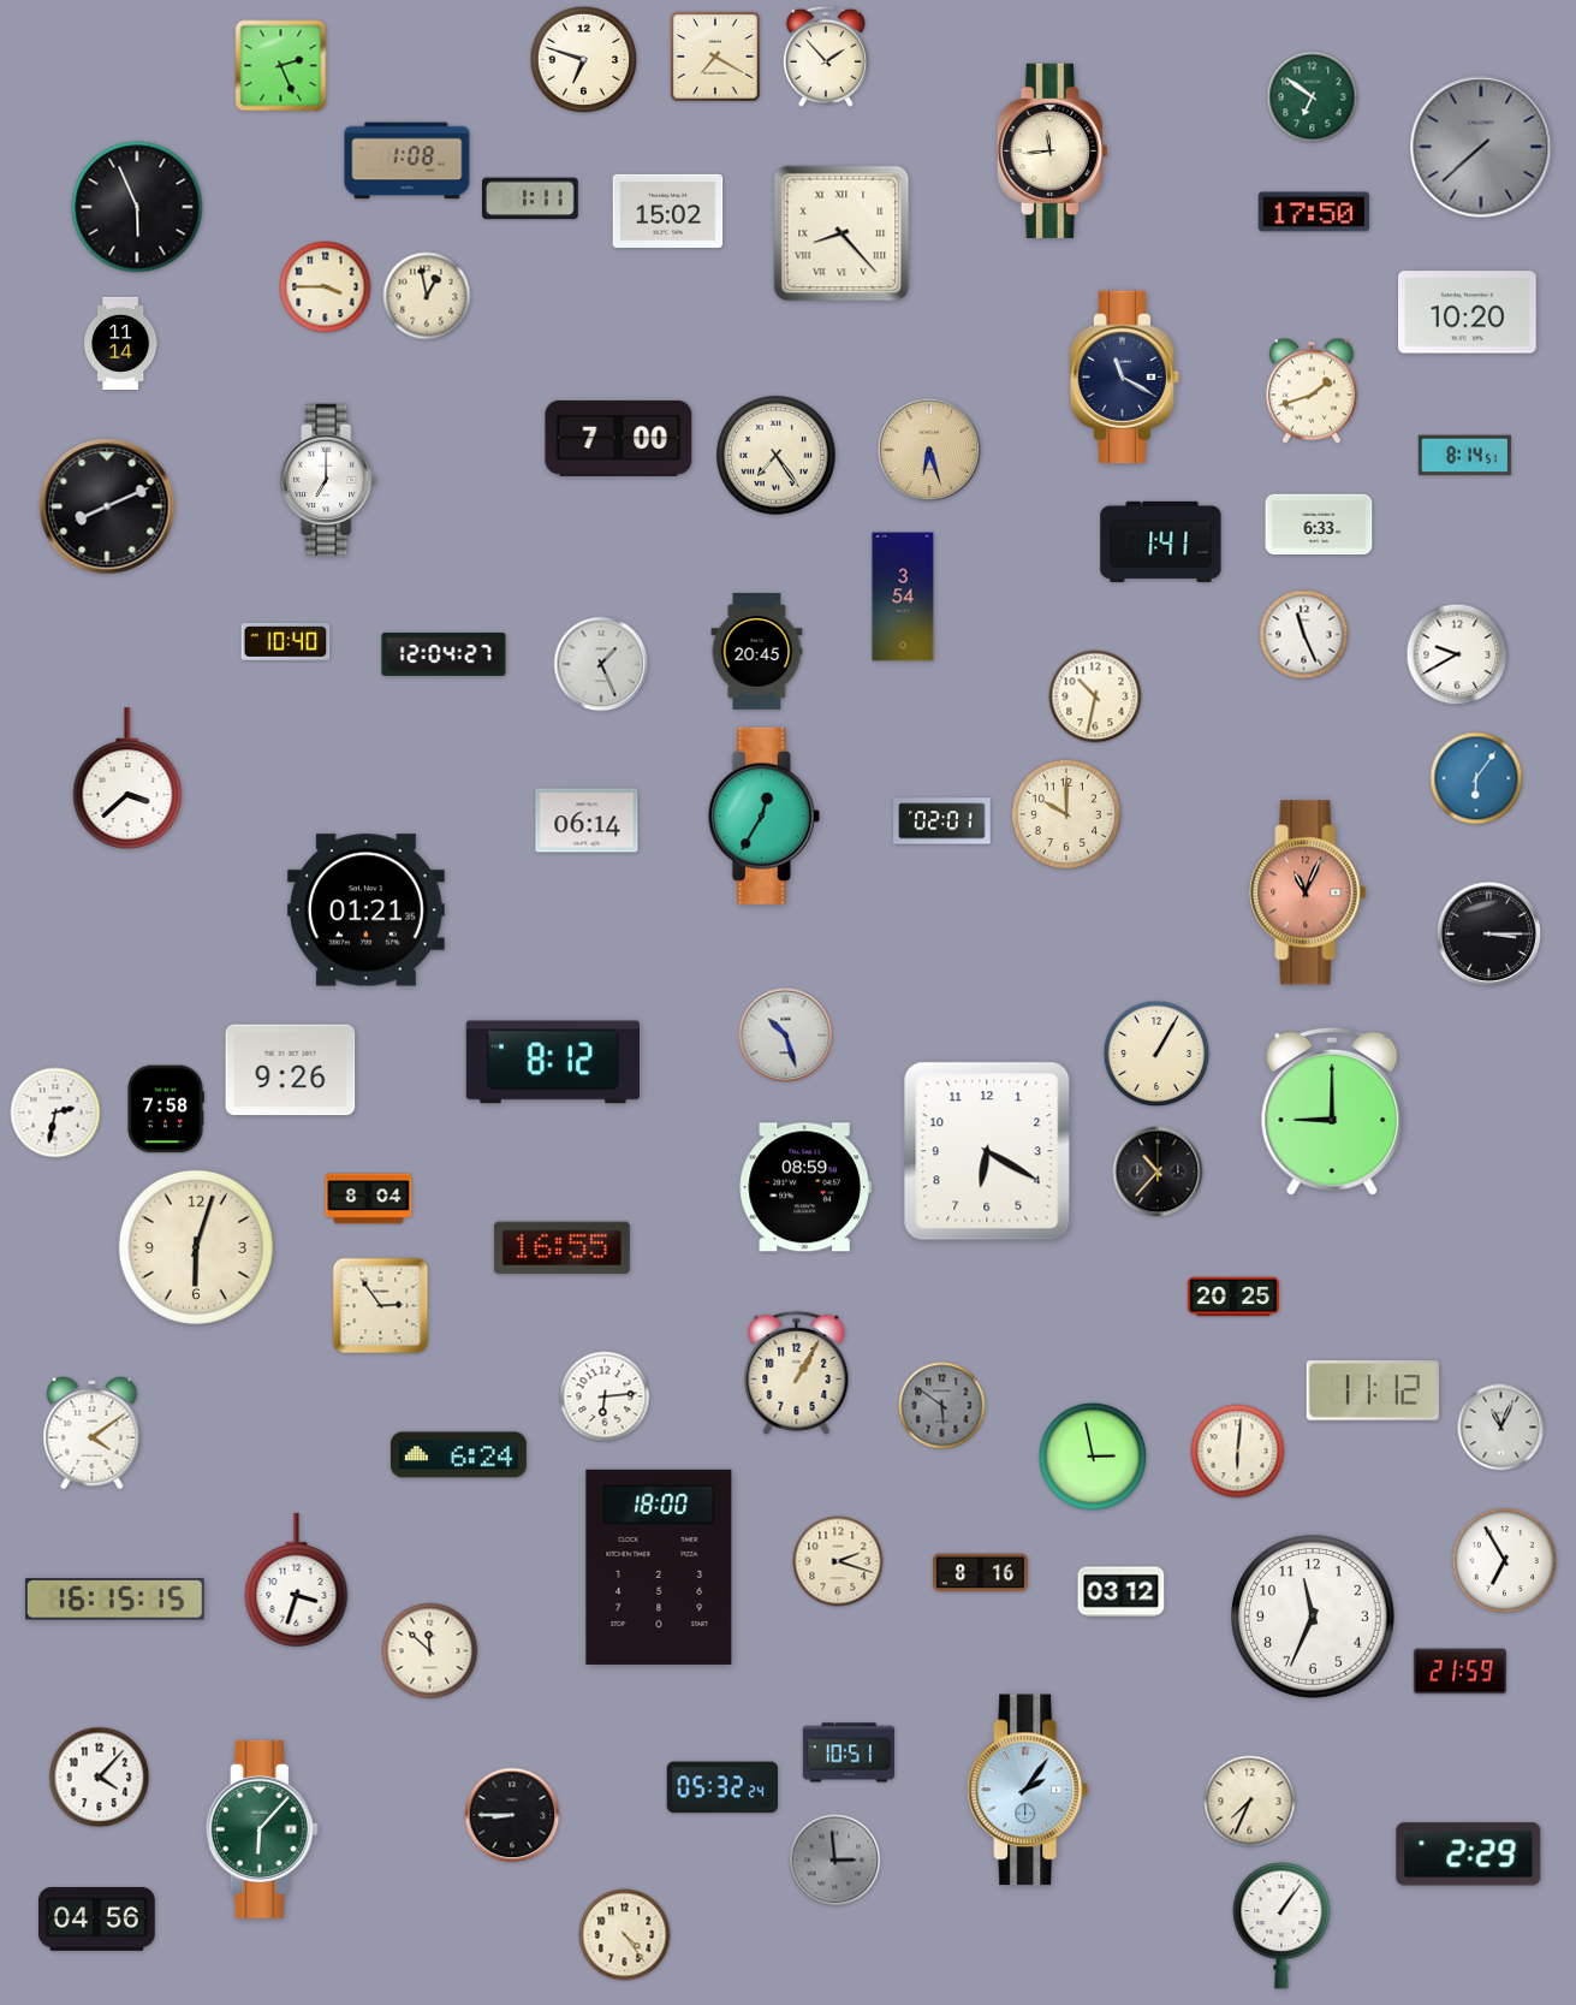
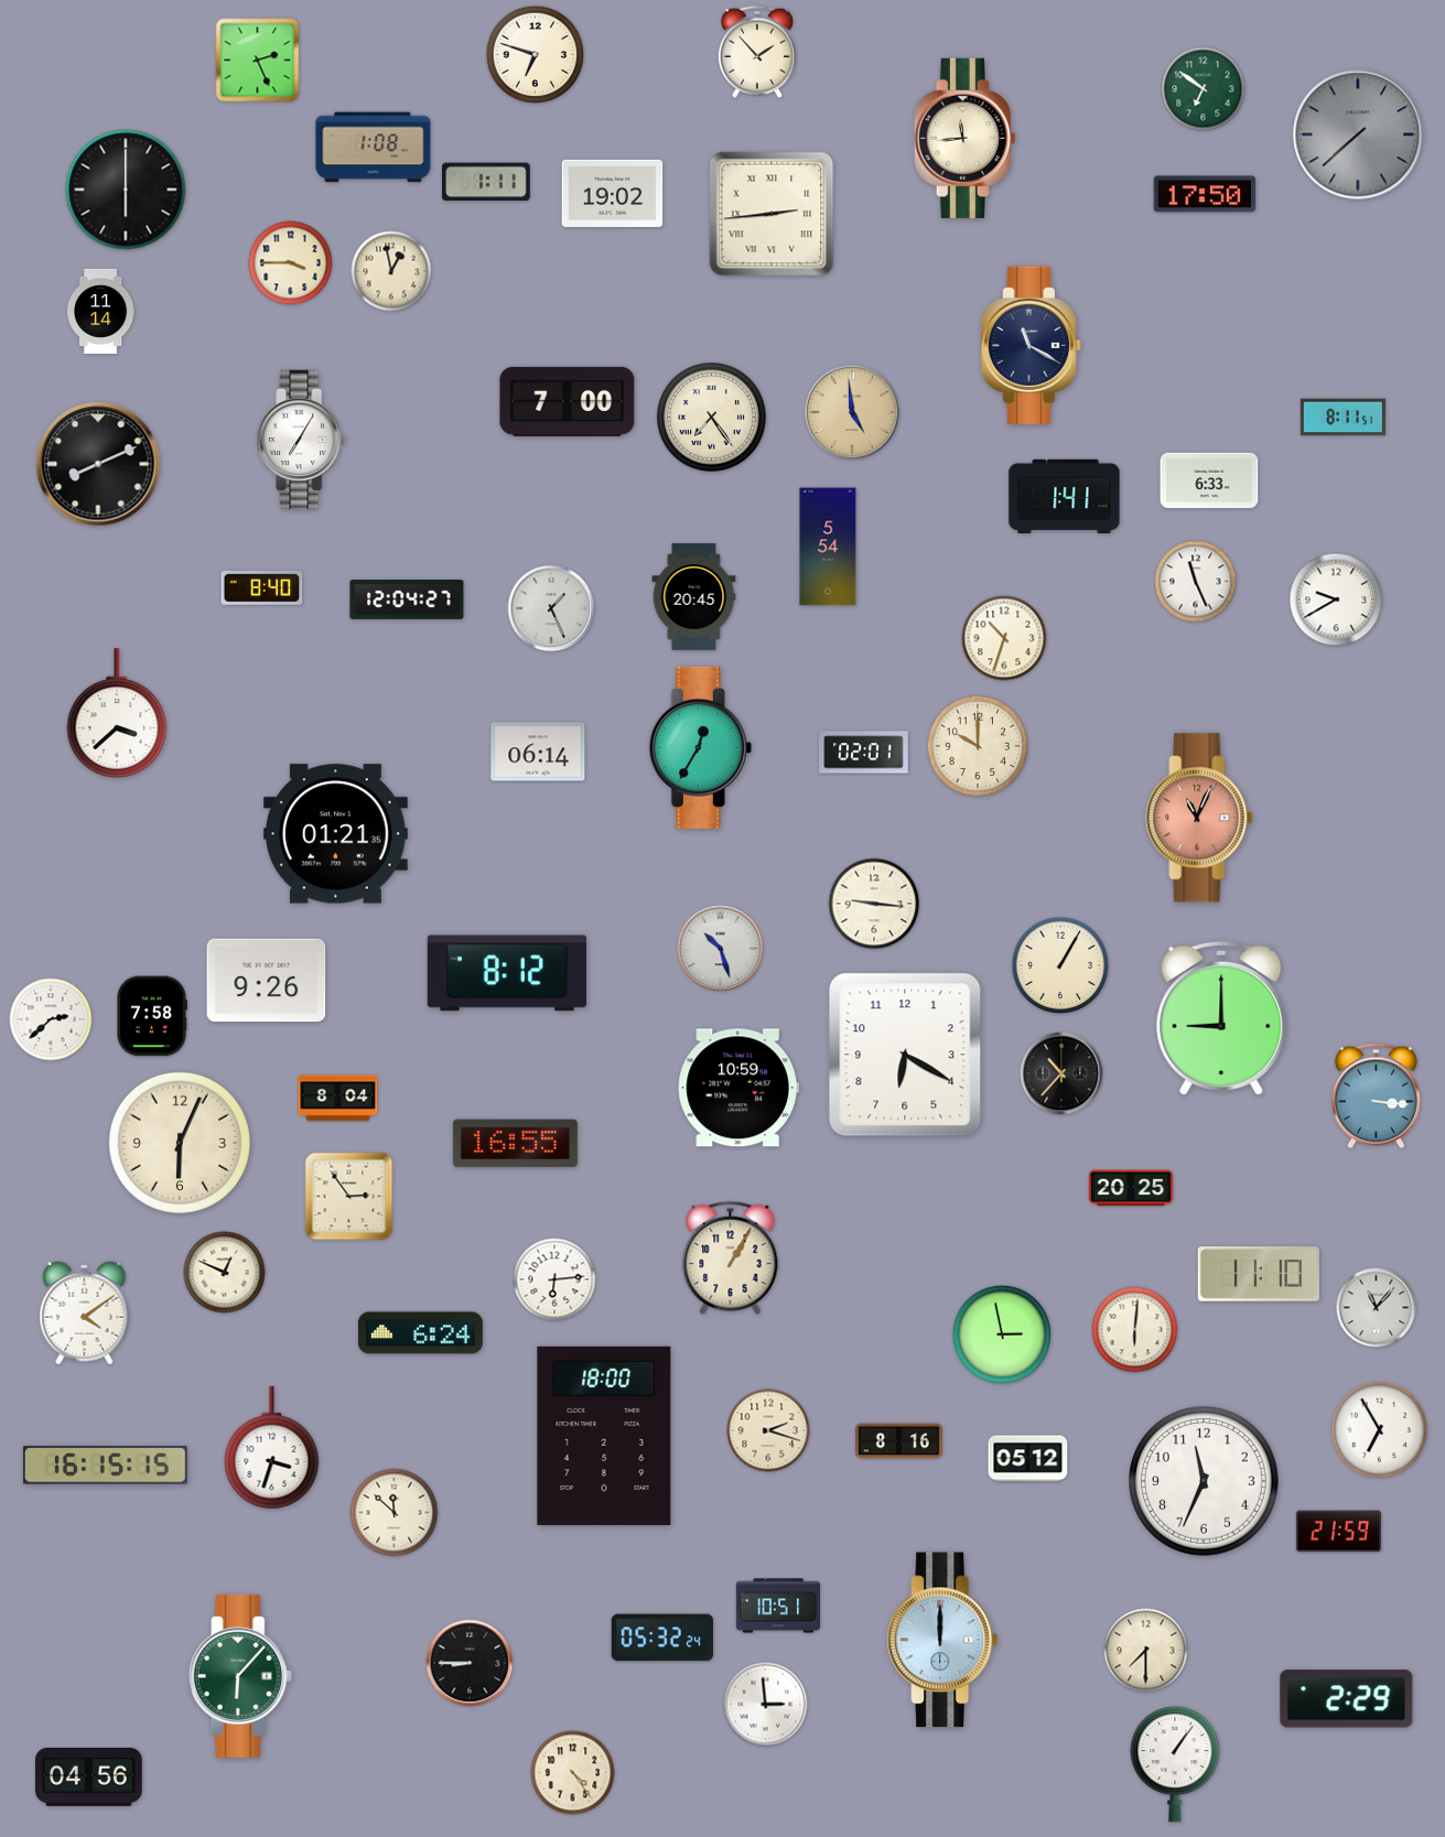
clock at (715, 57): 7:20 -> none
clock at (137, 207): 5:56 -> 6:00
clock at (668, 210): 15:02 -> 19:02
clock at (841, 233): 8:23 -> 2:44
clock at (326, 287) position: (326, 287) -> (291, 263)
clock at (1468, 313): 10:20 -> none
clock at (121, 343) position: (121, 343) -> (101, 311)
clock at (1312, 391): 1:42 -> none
clock at (929, 450): 6:27 -> 4:59
clock at (1464, 456): 8:14 -> 8:11
clock at (329, 480): 7:00 -> 7:05
clock at (903, 597): 3:54 -> 5:54
clock at (286, 642): 10:40 -> 8:40
clock at (1095, 696): 10:32 -> 10:33
clock at (1476, 778): 6:06 -> none
clock at (1489, 935): 3:15 -> none
clock at (874, 904): none -> 9:16
clock at (55, 1113): 2:32 -> 2:38
clock at (805, 1187): 08:59 -> 10:59
clock at (1376, 1096): none -> 3:16
clock at (196, 1247): 6:03 -> 6:04
clock at (225, 1273): none -> 12:49
clock at (1373, 1390): 11:12 -> 11:10
clock at (942, 1406): 5:51 -> none
clock at (1501, 1428): 11:04 -> 11:07
clock at (1122, 1592): 03:12 -> 05:12
clock at (100, 1778): 4:07 -> none
clock at (1028, 1790): 2:06 -> 12:00
clock at (1250, 1802): 7:34 -> 7:30
clock at (835, 1861) dial: grey -> white
clock at (97, 1918) position: (97, 1918) -> (89, 1776)
